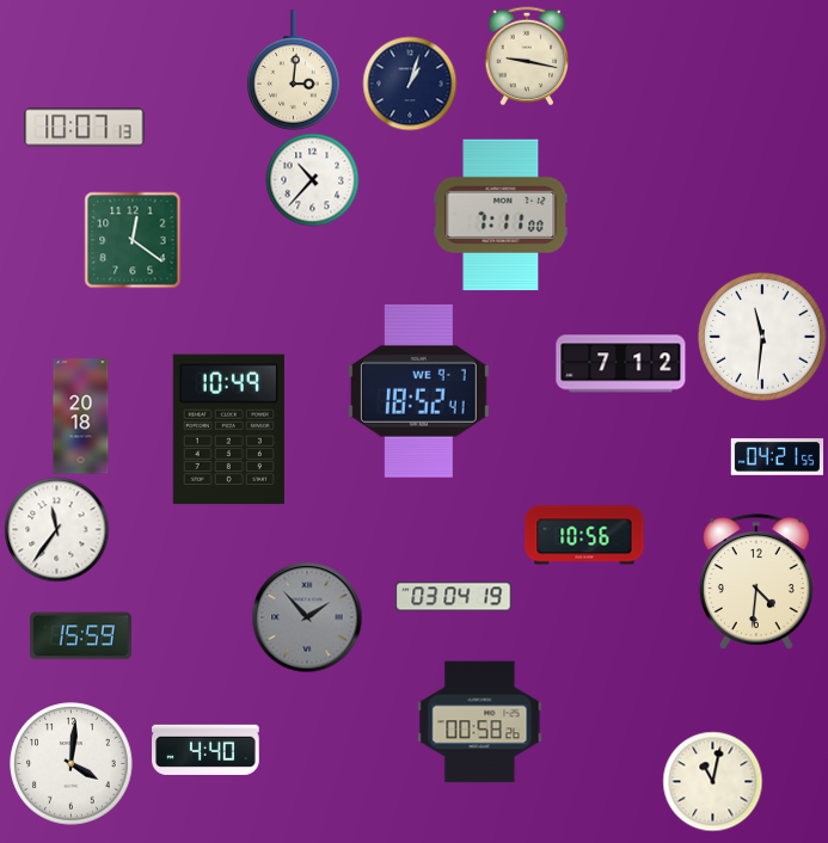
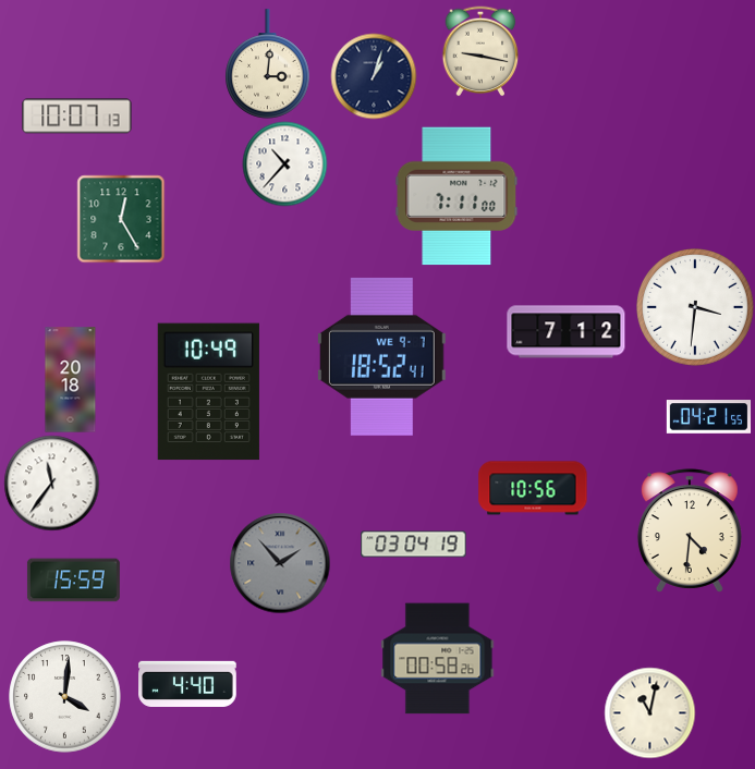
clock at (133, 240): 12:21 -> 12:25
clock at (763, 338): 11:31 -> 3:31
clock at (81, 417) position: (81, 417) -> (71, 380)
